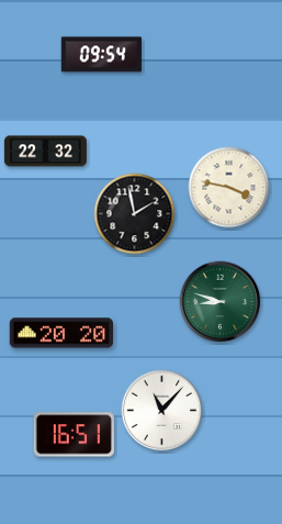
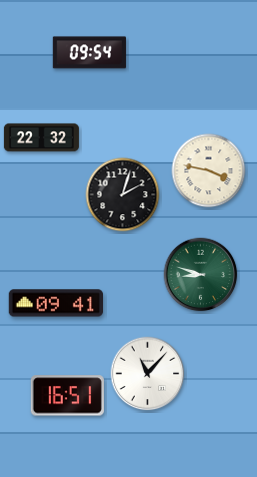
clock at (101, 55) position: (101, 55) -> (89, 53)
clock at (135, 214): 1:58 -> 2:03
clock at (60, 333): 20:20 -> 09:41
